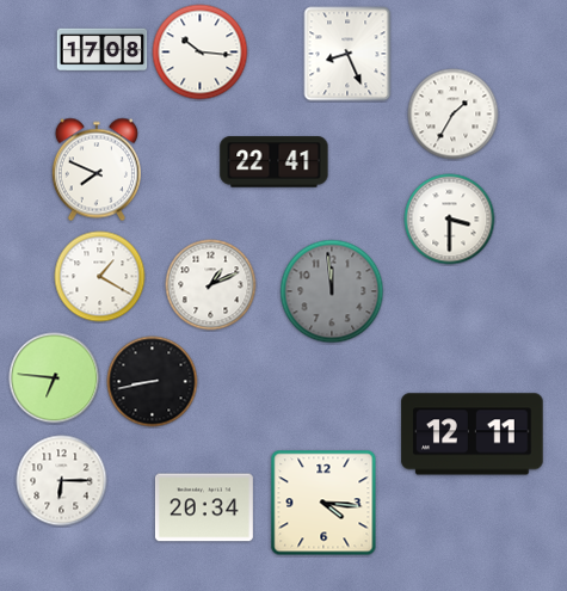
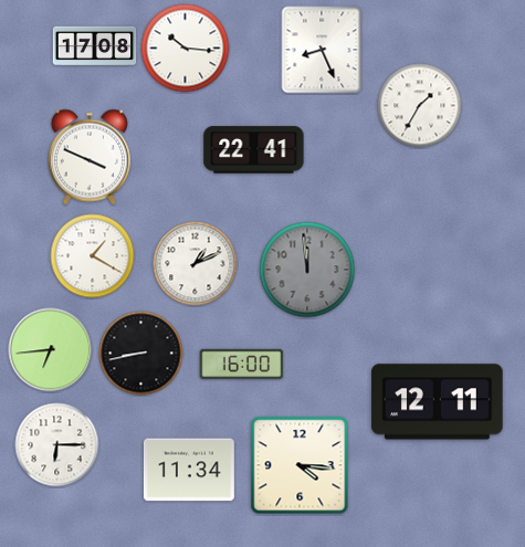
clock at (97, 170): 7:49 -> 3:49
clock at (450, 220): 3:30 -> none
clock at (55, 378): 6:46 -> 6:44
clock at (242, 364): none -> 16:00
clock at (204, 507): 20:34 -> 11:34
